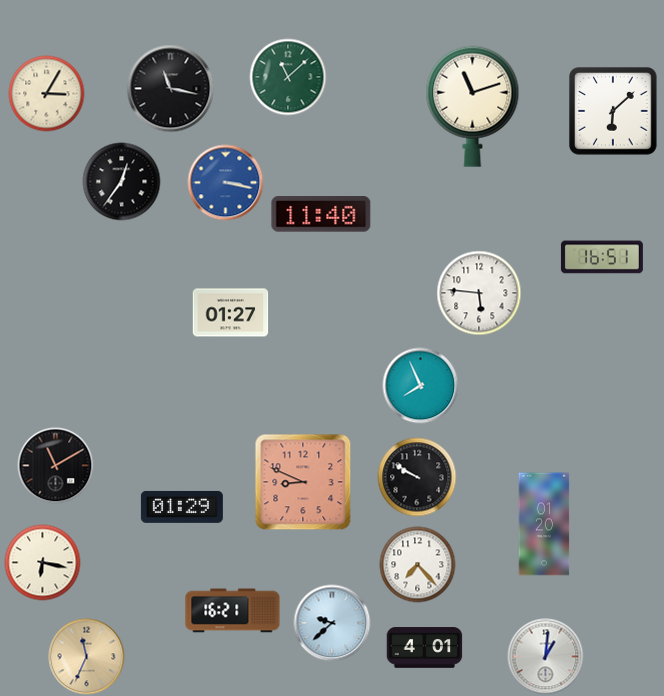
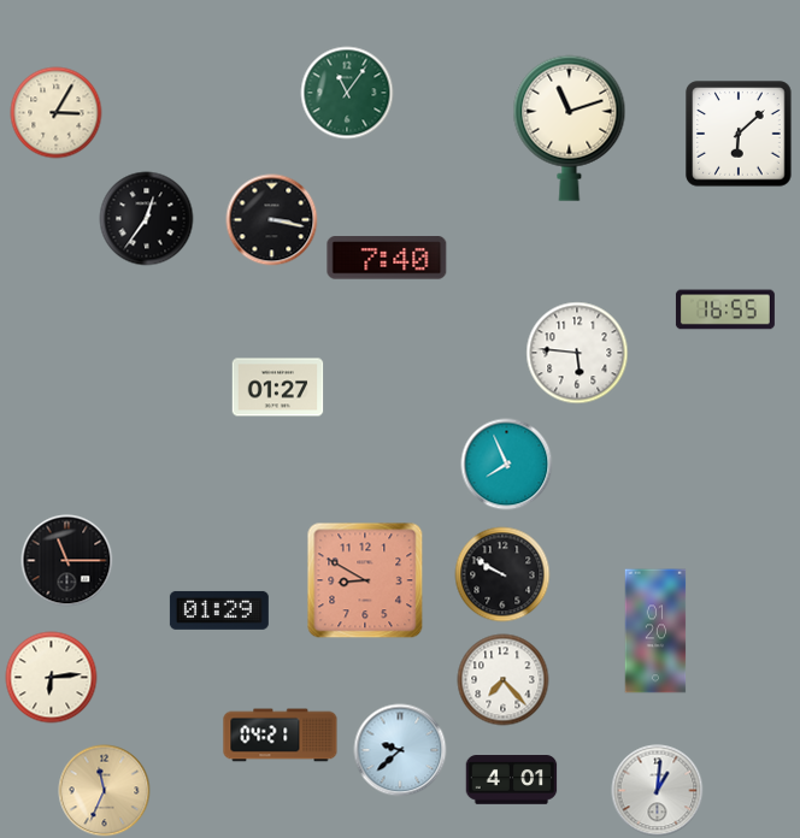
clock at (288, 77): 11:08 -> 11:06
clock at (171, 89): 11:17 -> none
clock at (226, 183) dial: blue -> black
clock at (321, 214): 11:40 -> 7:40
clock at (602, 257): 16:51 -> 16:55
clock at (231, 313) position: (231, 313) -> (278, 388)
clock at (56, 466): 11:10 -> 11:15
clock at (303, 482): 8:49 -> 8:50
clock at (43, 563): 6:17 -> 6:14
clock at (233, 611): 16:21 -> 04:21
